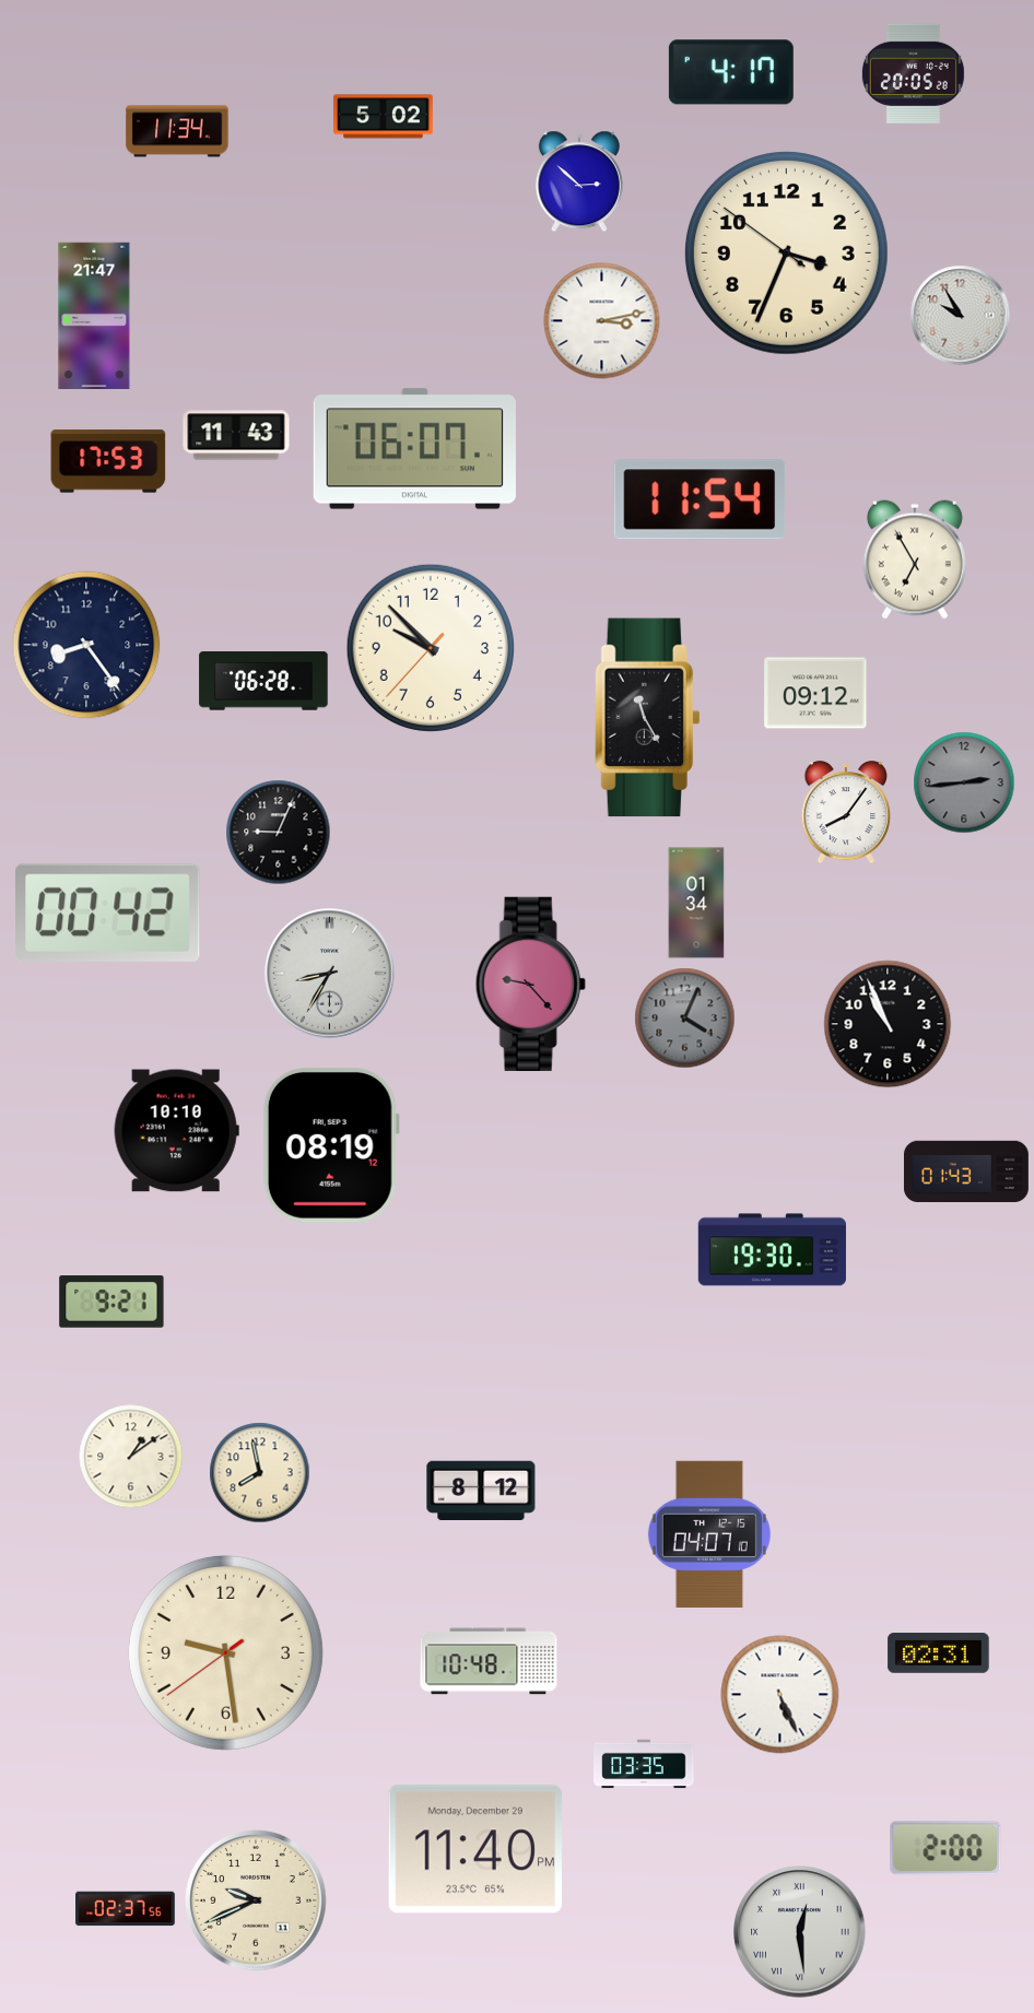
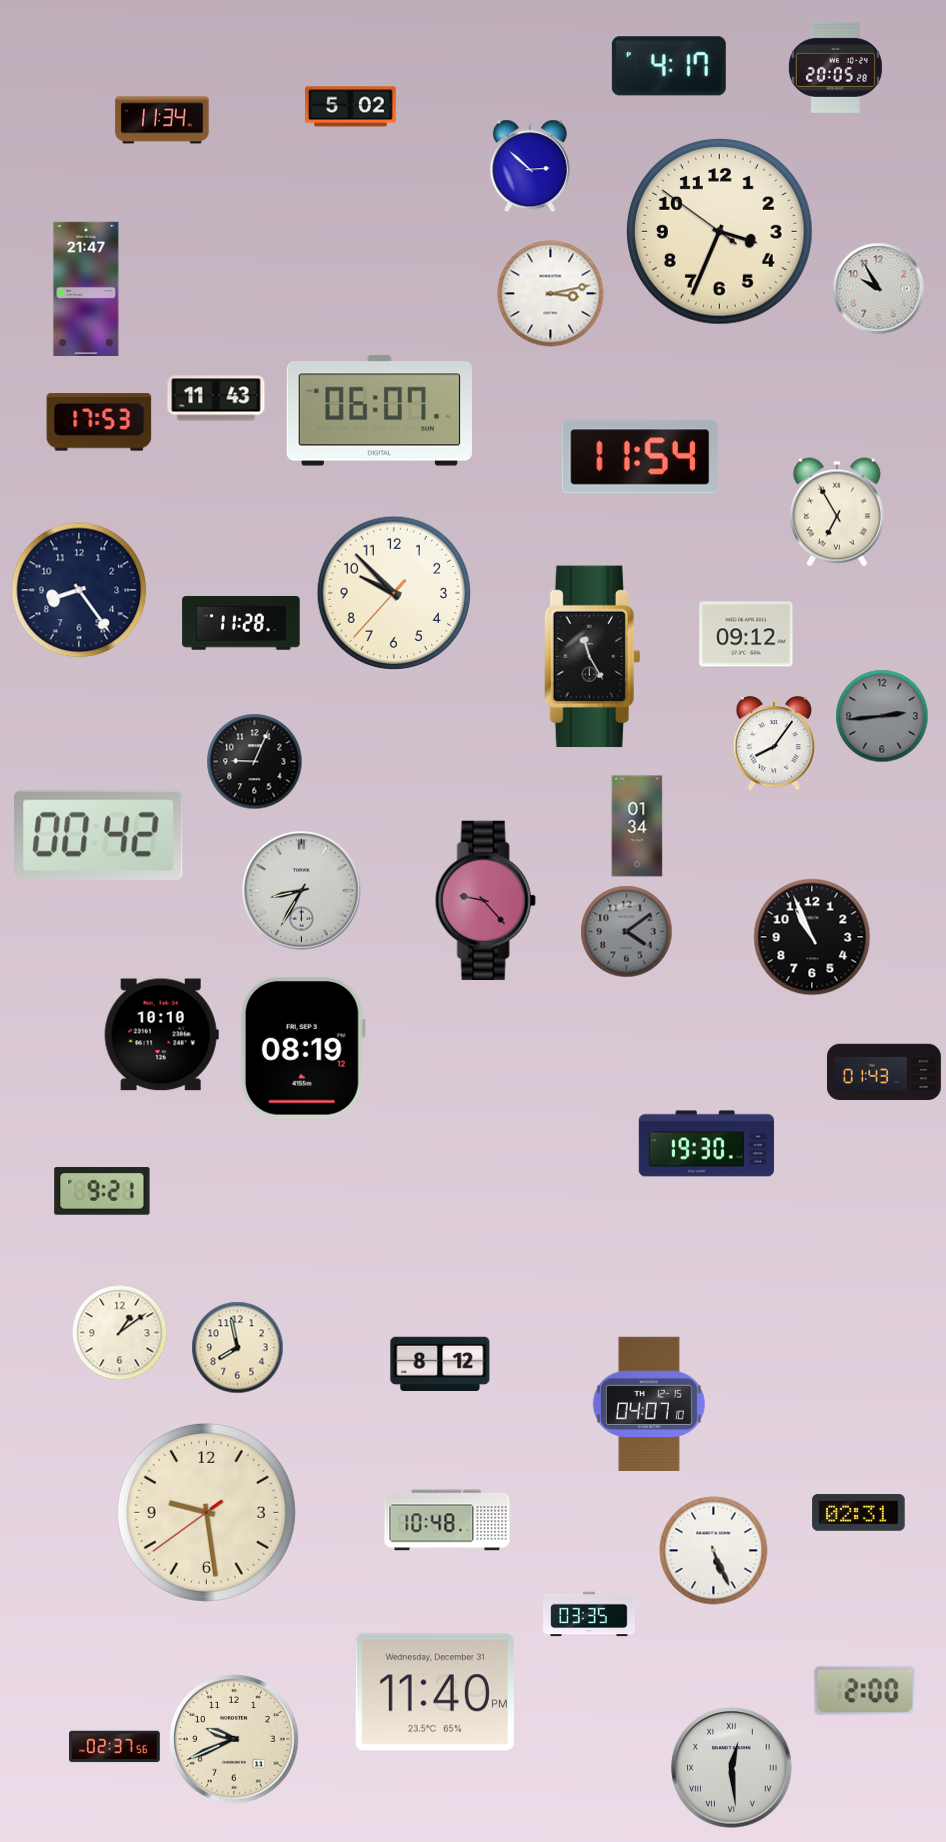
clock at (263, 681): 06:28 -> 11:28
clock at (685, 1019): 4:04 -> 4:09
clock at (475, 1849) date: Monday, December 29 -> Wednesday, December 31
